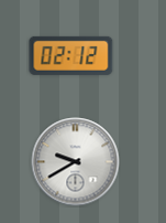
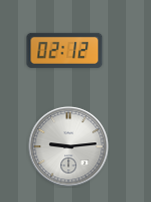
clock at (76, 162): 9:40 -> 9:14
